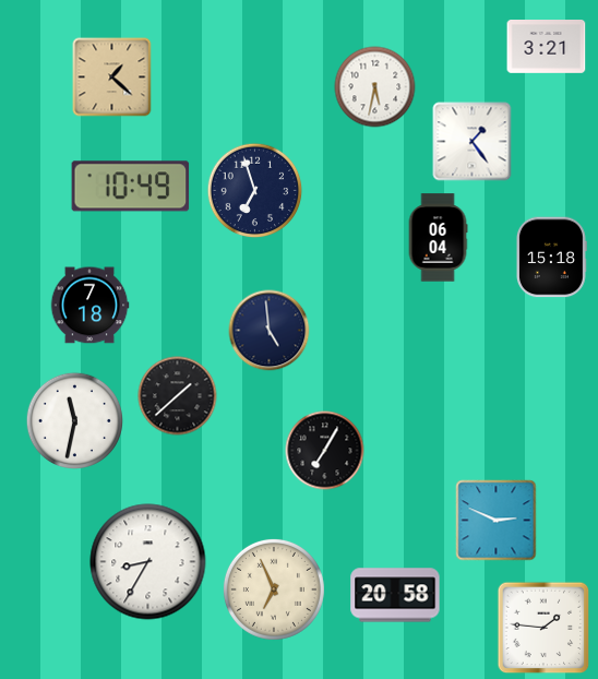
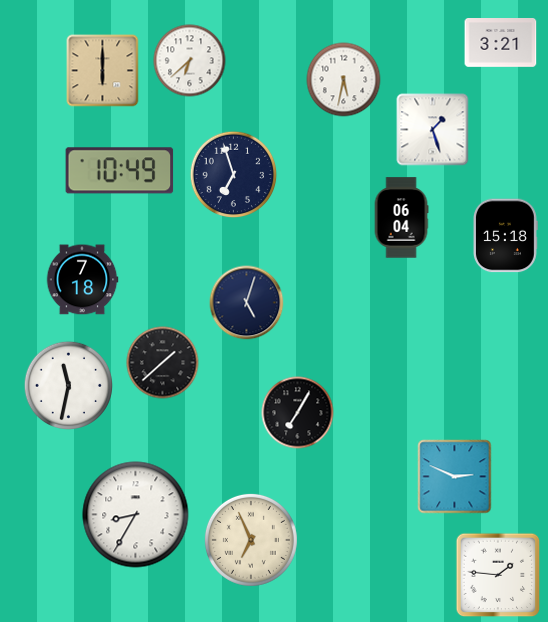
clock at (190, 61): none -> 6:38
clock at (112, 78): 1:22 -> 6:00
clock at (473, 142): 1:24 -> 1:27
clock at (270, 331): 4:59 -> 5:03
clock at (395, 595): 20:58 -> none
